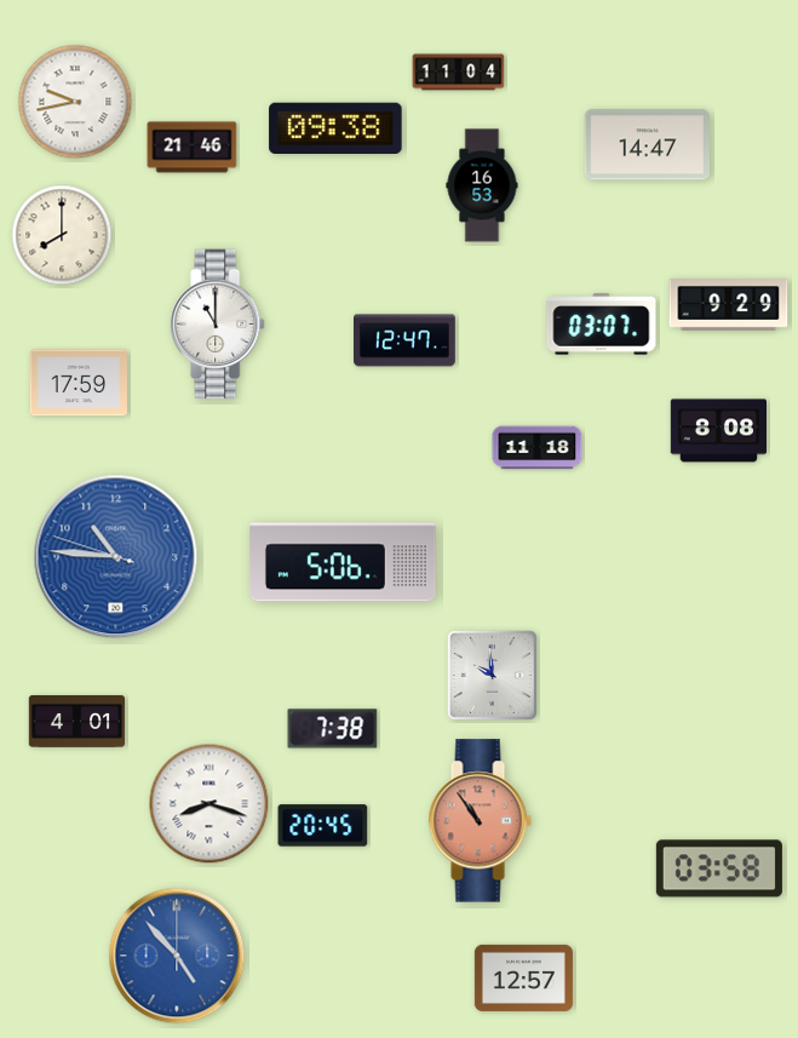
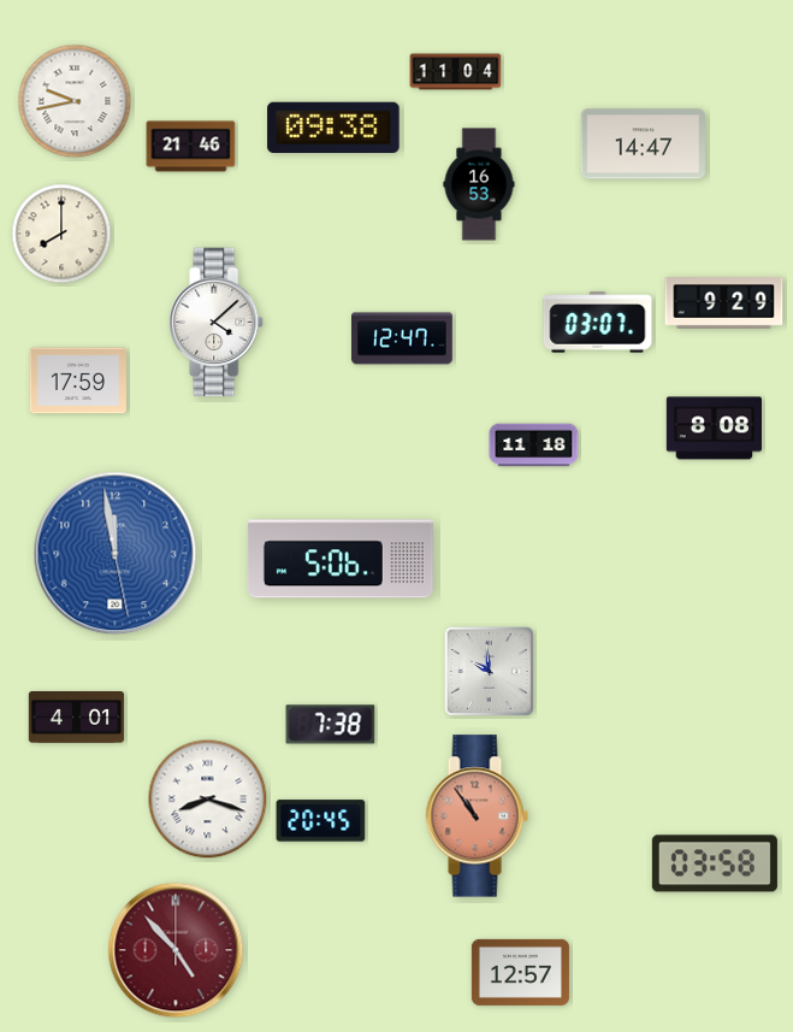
clock at (218, 325): 11:00 -> 4:08
clock at (116, 557): 10:45 -> 11:58
clock at (177, 956) dial: blue -> burgundy
